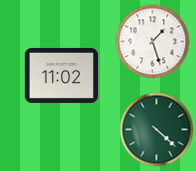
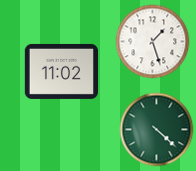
clock at (61, 75) position: (61, 75) -> (61, 71)
